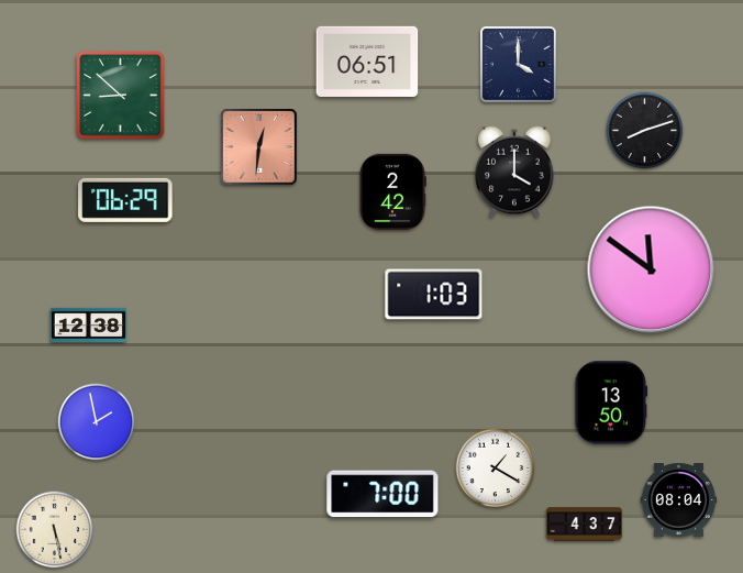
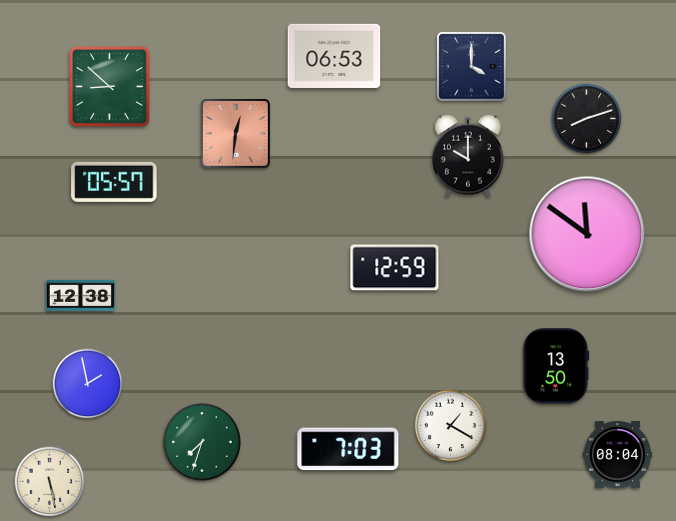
clock at (367, 62): 06:51 -> 06:53
clock at (519, 65) position: (519, 65) -> (472, 67)
clock at (514, 172): 4:00 -> 10:00
clock at (392, 191): 2:42 -> none
clock at (125, 200): 06:29 -> 05:57
clock at (651, 269) position: (651, 269) -> (587, 234)
clock at (434, 295): 1:03 -> 12:59
clock at (202, 442): none -> 7:33
clock at (382, 494): 7:00 -> 7:03
clock at (584, 525): 4:37 -> none
